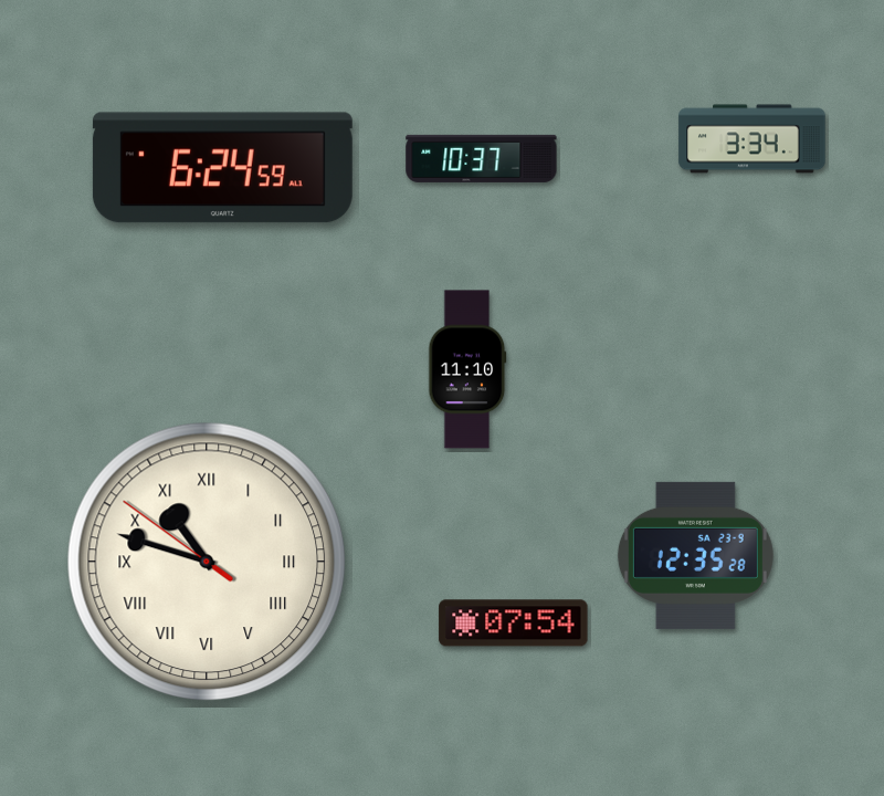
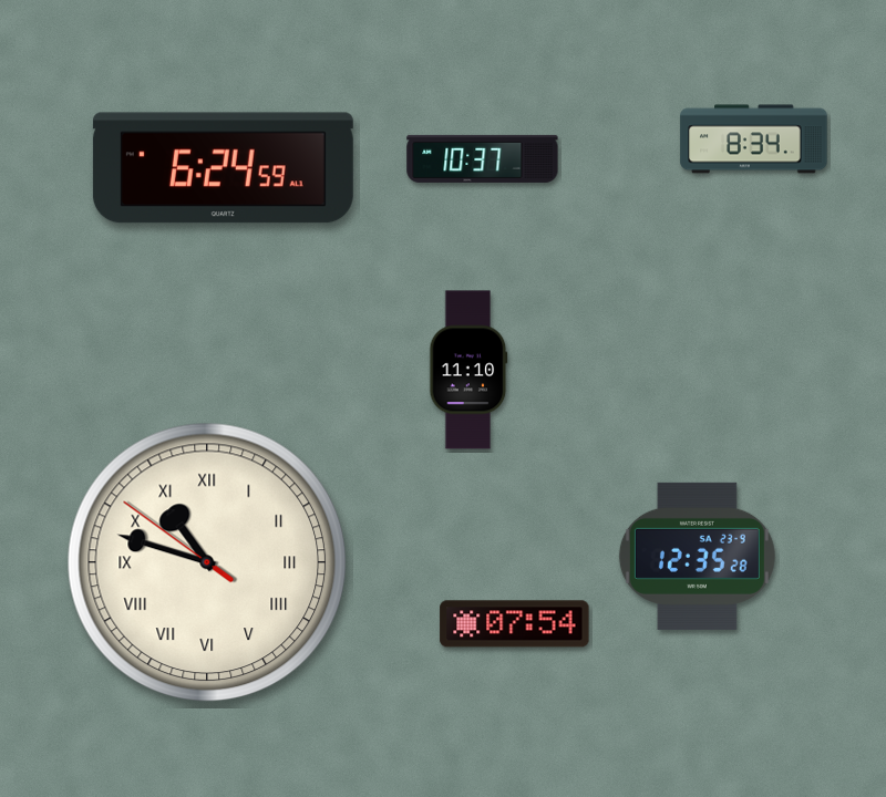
clock at (753, 139): 3:34 -> 8:34
